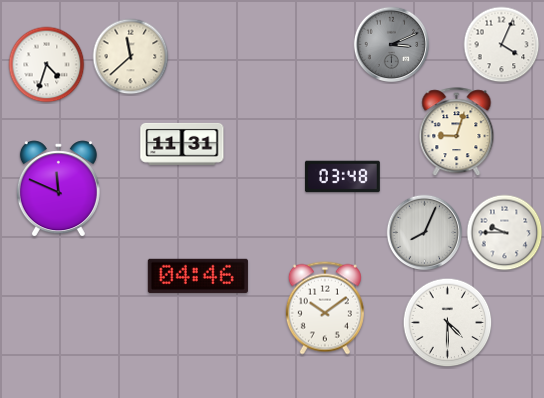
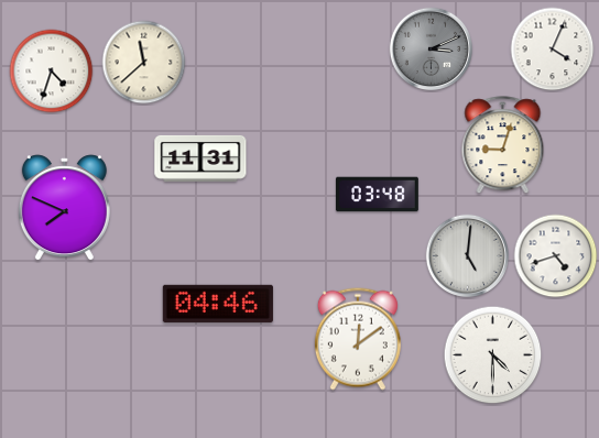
clock at (58, 189): 11:49 -> 7:49
clock at (425, 233): 8:04 -> 5:01
clock at (505, 233): 9:45 -> 4:42
clock at (325, 308): 10:09 -> 12:09
